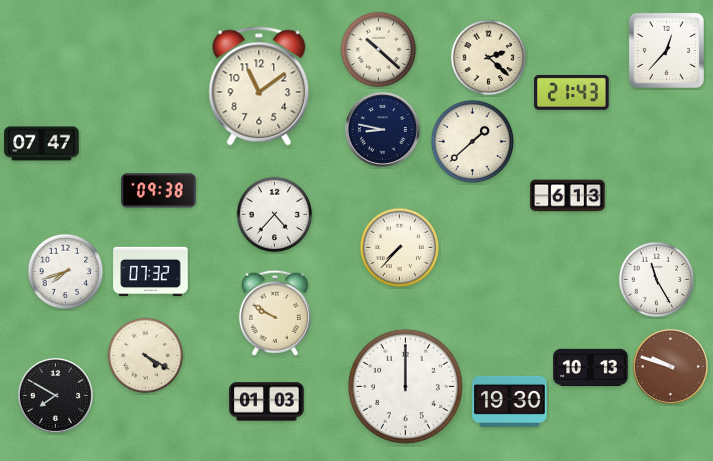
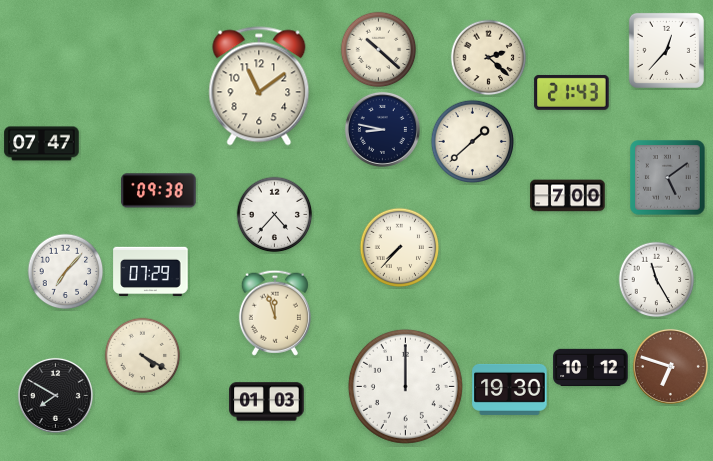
clock at (668, 178): none -> 5:09
clock at (568, 196): 6:13 -> 7:00
clock at (66, 272): 7:42 -> 7:07
clock at (151, 272): 07:32 -> 07:29
clock at (275, 313): 9:50 -> 11:57
clock at (146, 356) position: (146, 356) -> (143, 356)
clock at (670, 366): 9:48 -> 6:48
clock at (591, 367): 10:13 -> 10:12
clock at (510, 401) position: (510, 401) -> (510, 389)
